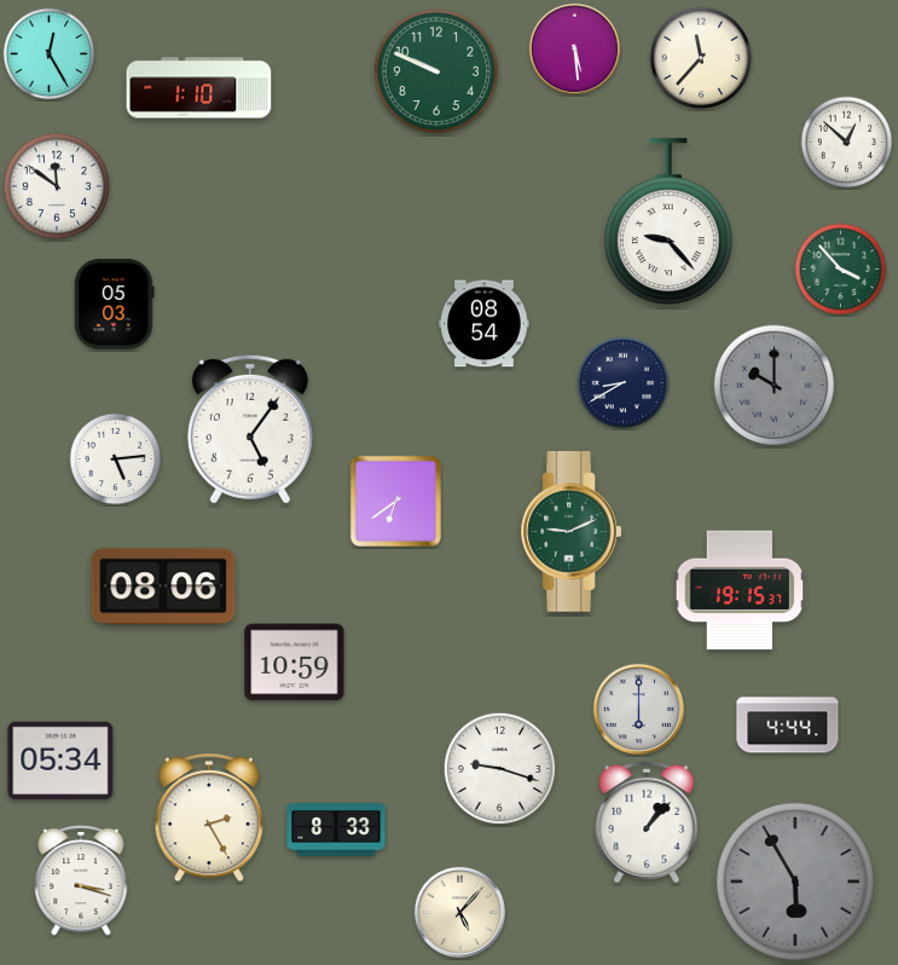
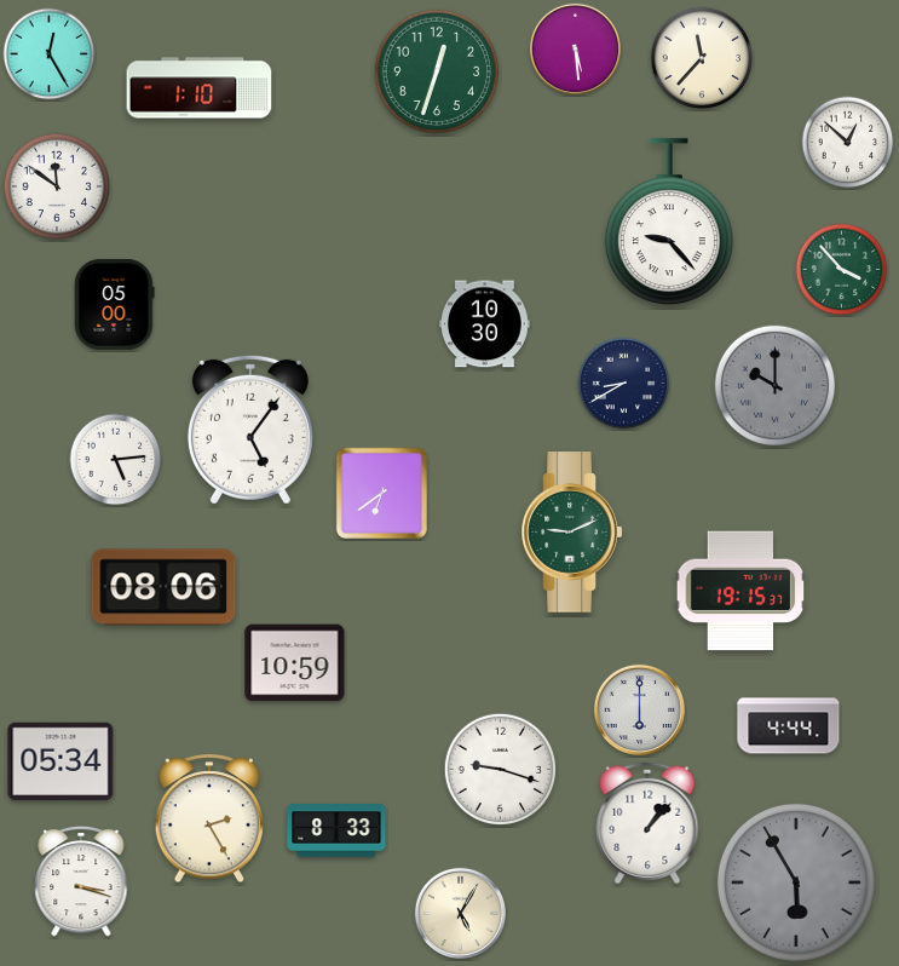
clock at (435, 70): 9:49 -> 12:33
clock at (115, 305): 05:03 -> 05:00
clock at (485, 324): 08:54 -> 10:30
clock at (395, 501) position: (395, 501) -> (381, 493)
clock at (459, 912): 5:07 -> 5:05
